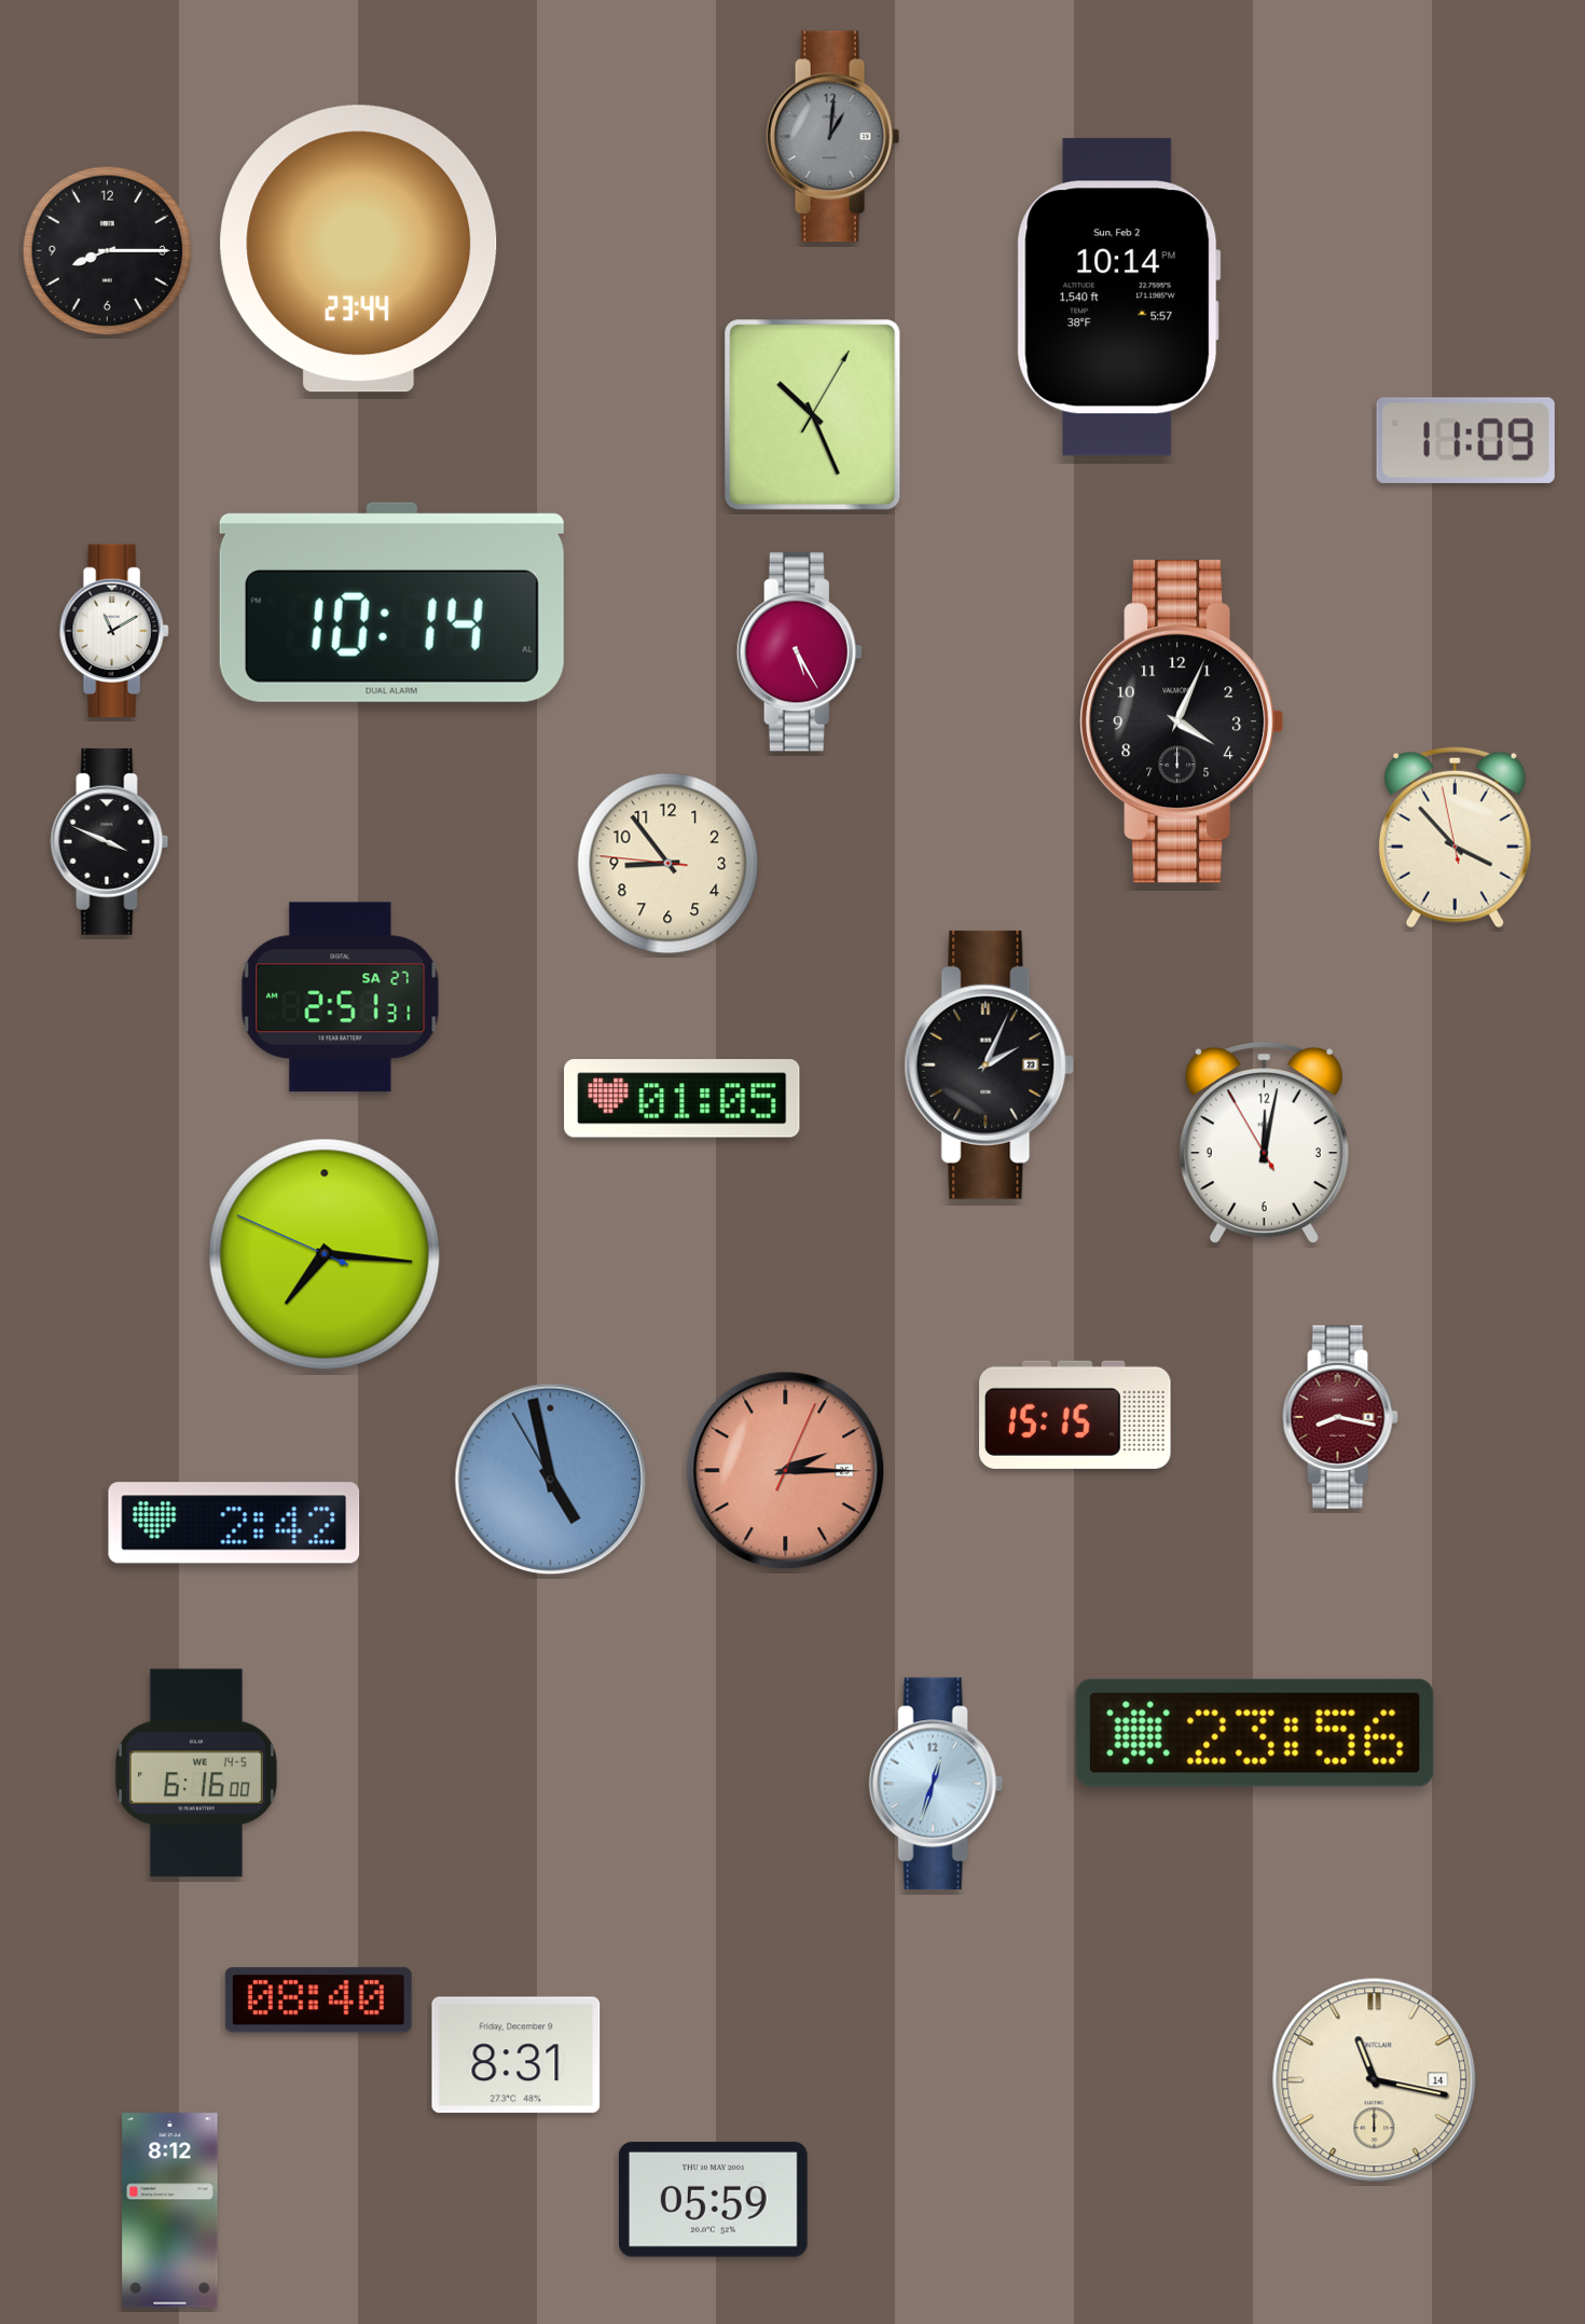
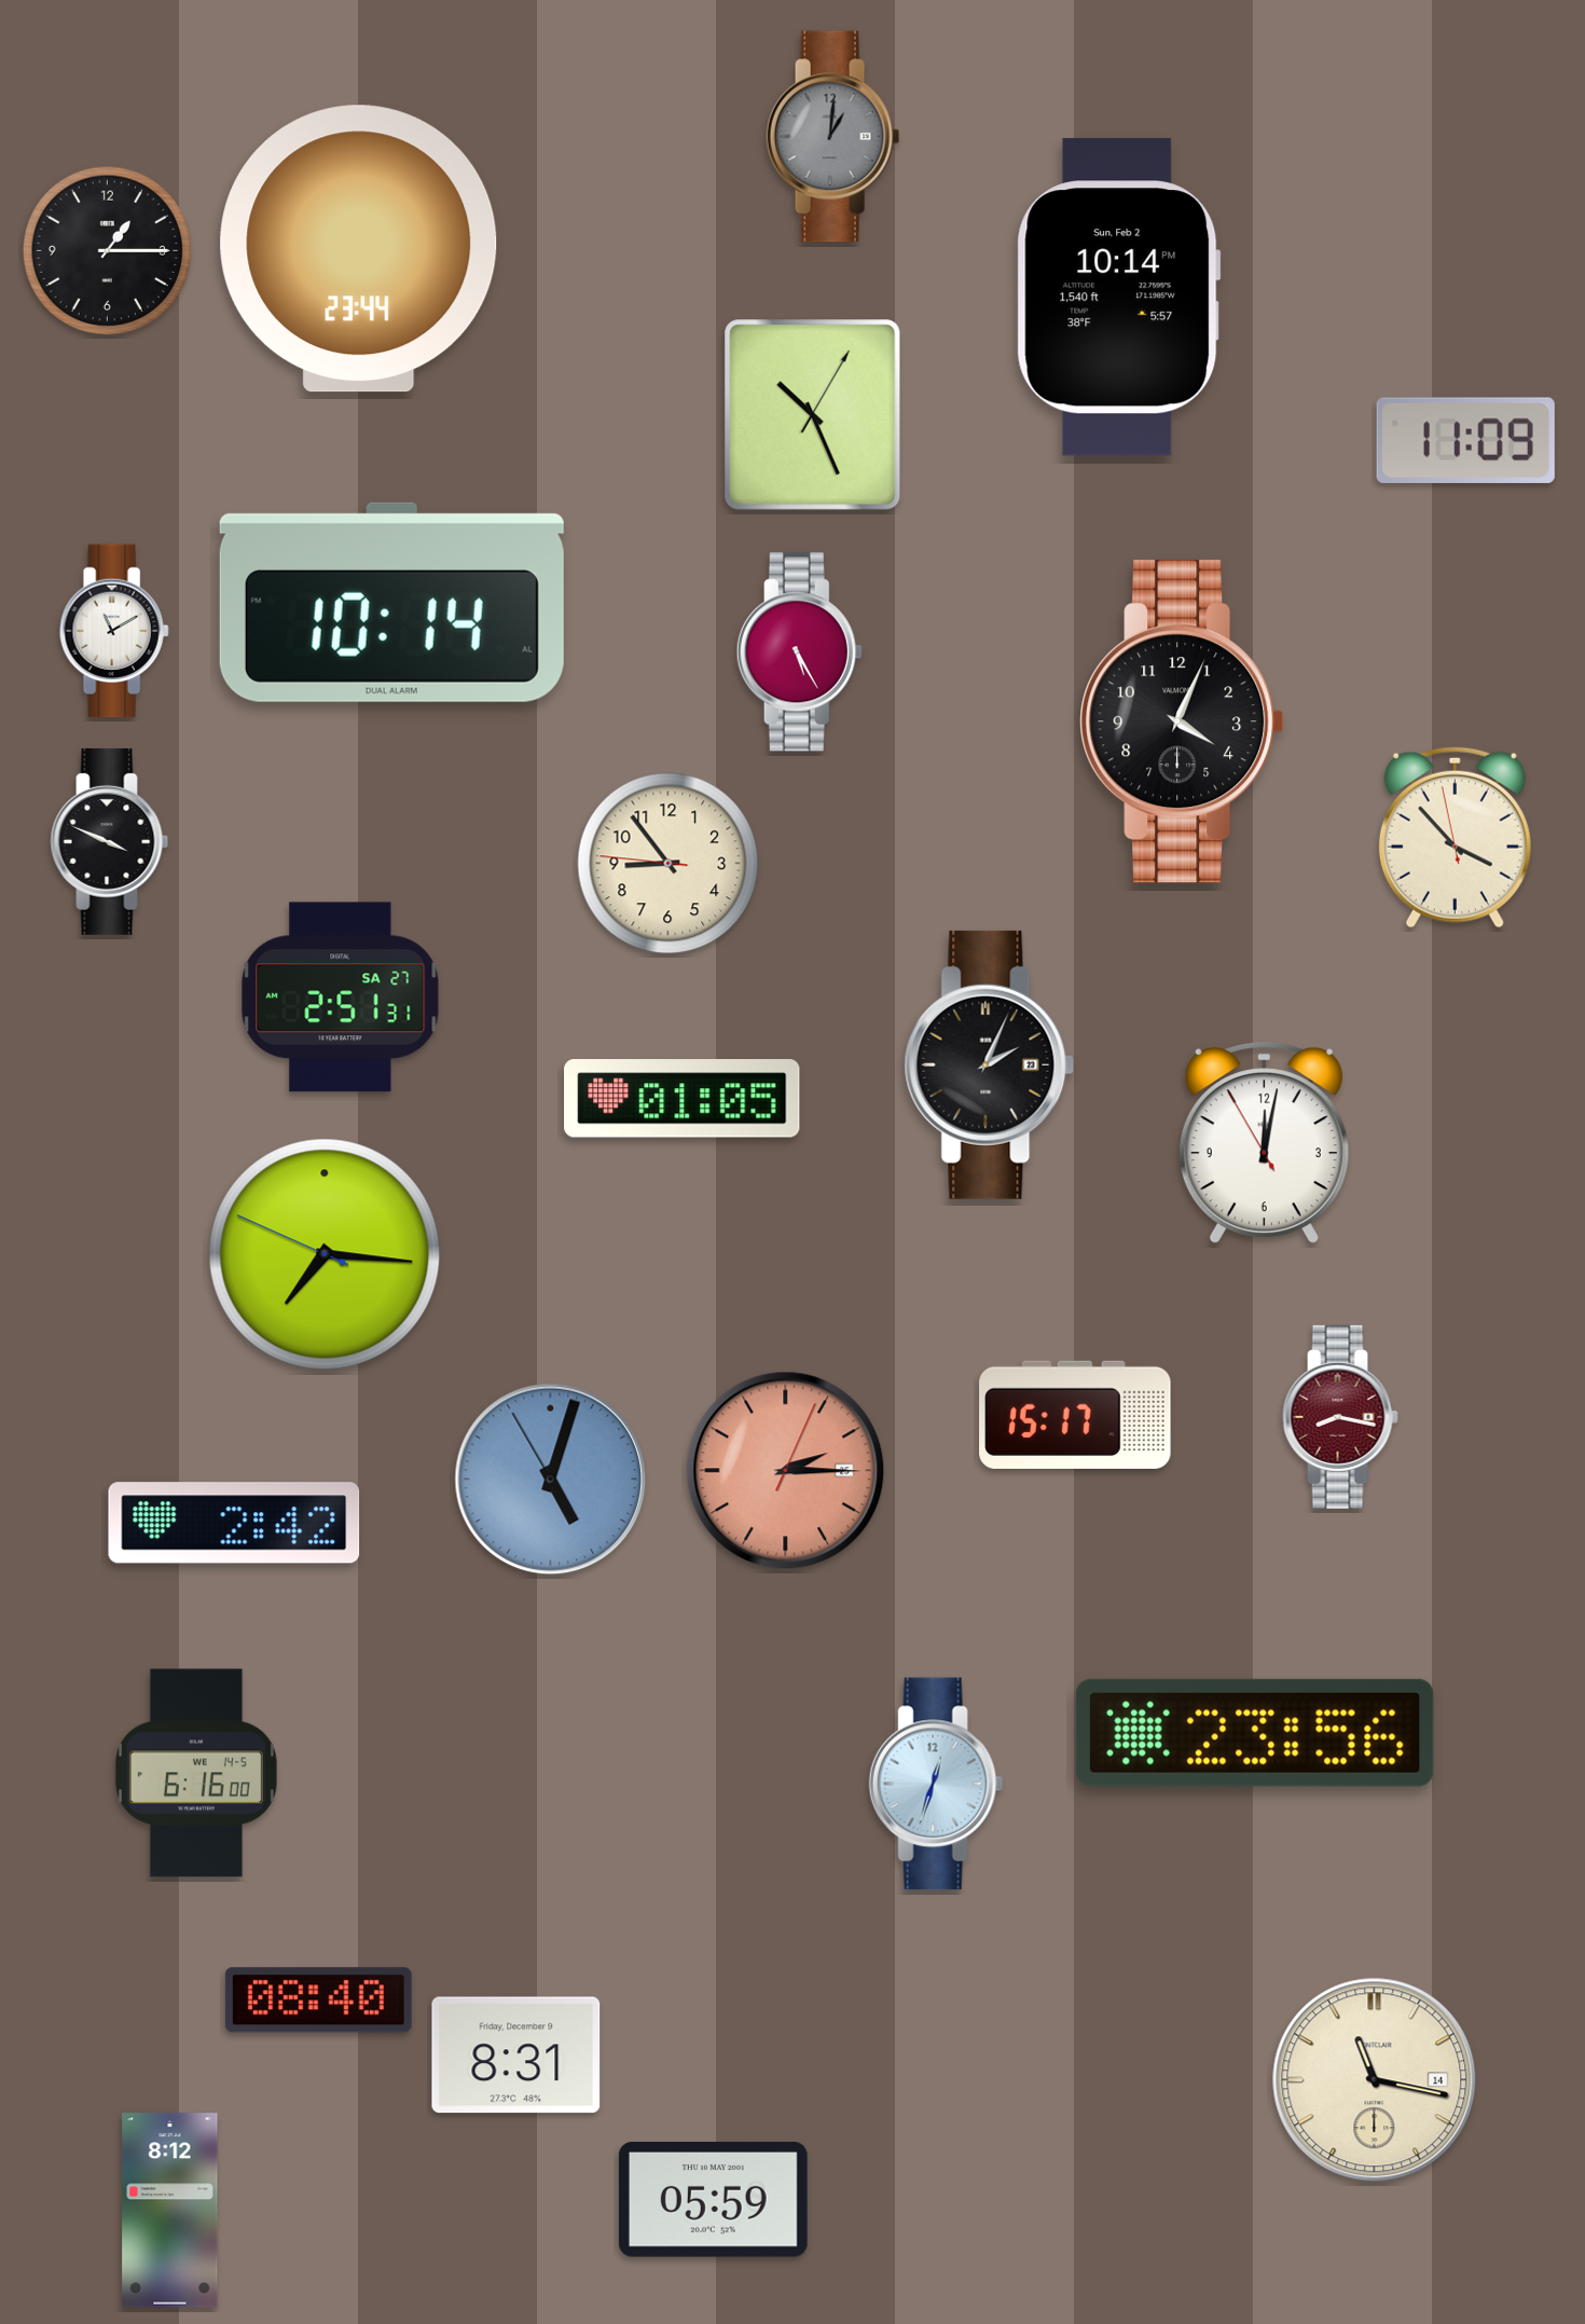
clock at (108, 251): 8:15 -> 1:15
clock at (1075, 1415): 15:15 -> 15:17
clock at (551, 1480): 4:57 -> 5:02
